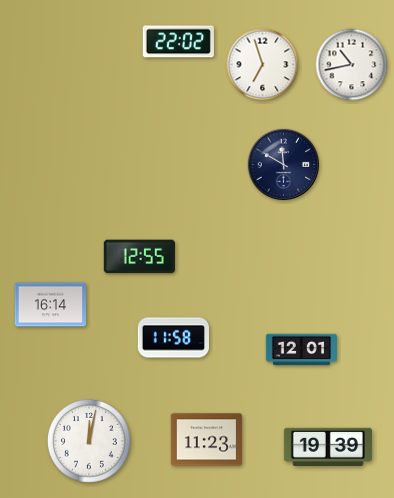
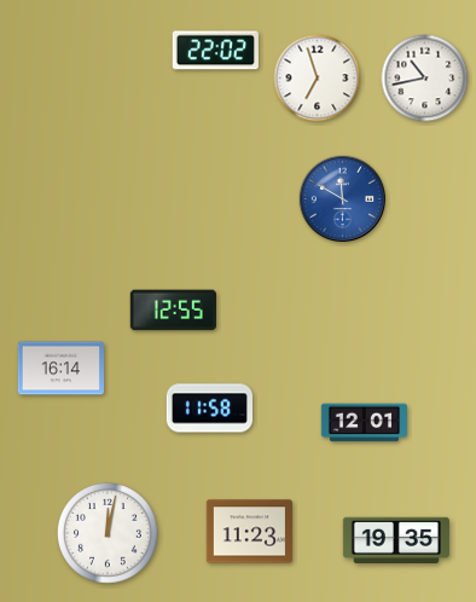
clock at (283, 164) dial: navy -> blue
clock at (139, 257) position: (139, 257) -> (173, 311)
clock at (328, 446): 19:39 -> 19:35
